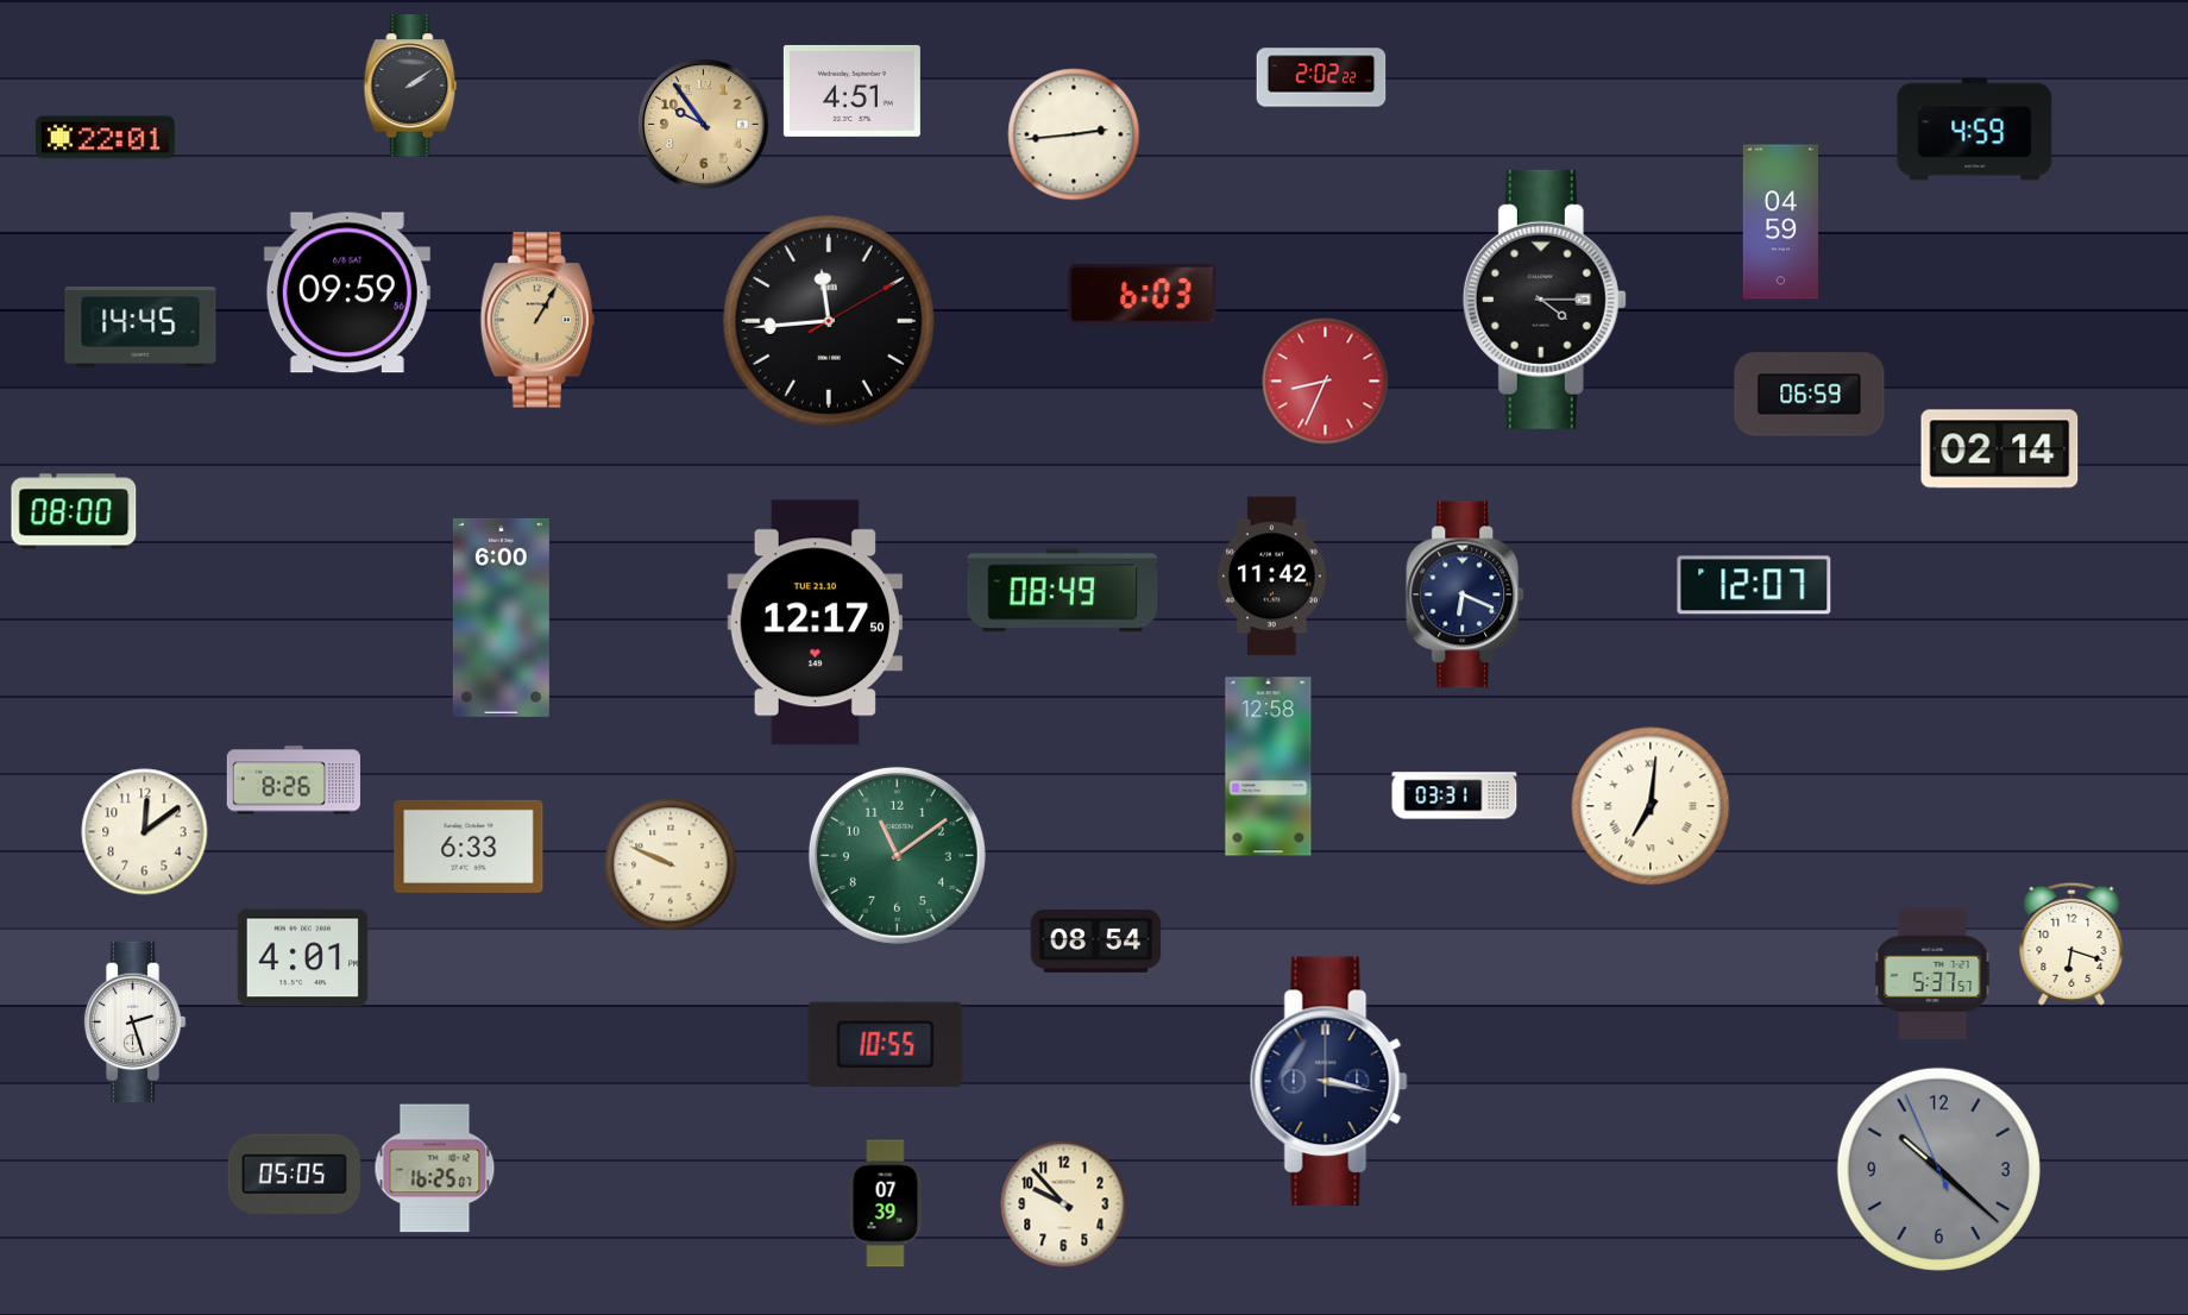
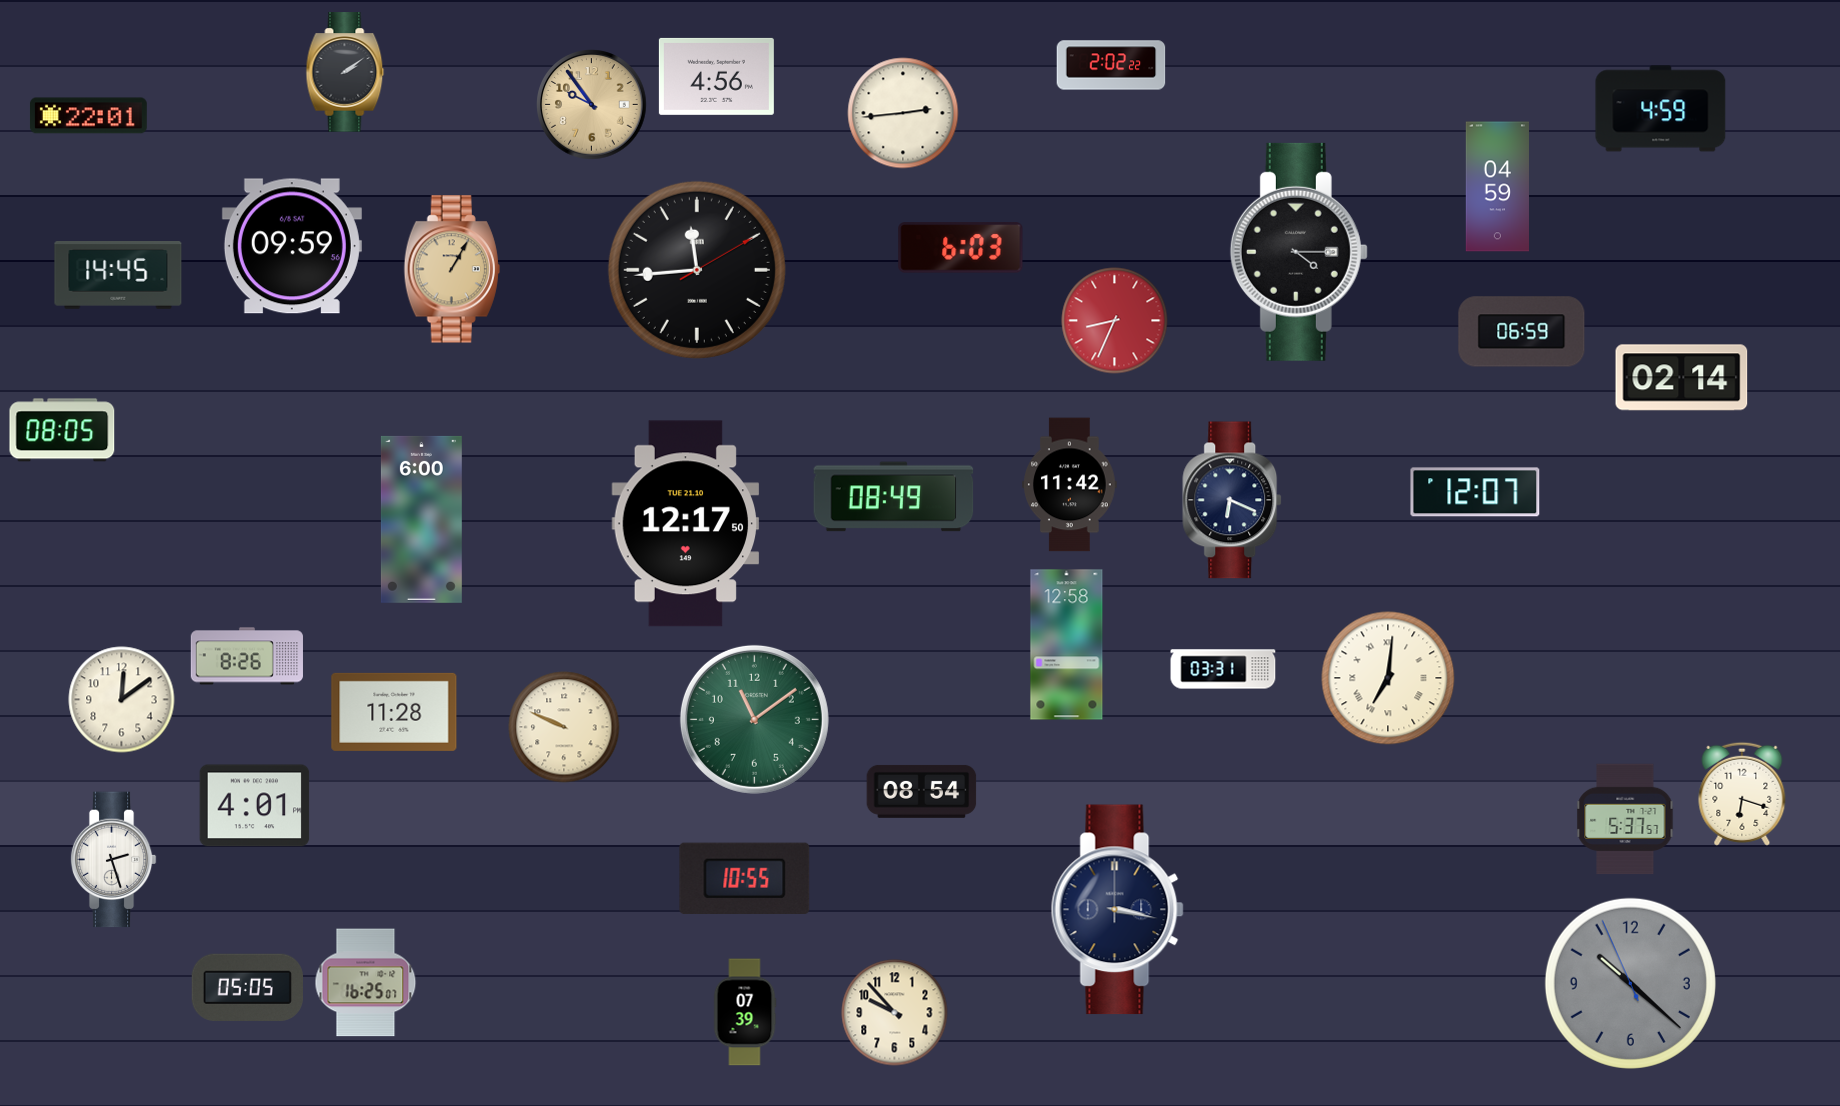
clock at (851, 90): 4:51 -> 4:56
clock at (74, 511): 08:00 -> 08:05
clock at (469, 847): 6:33 -> 11:28
